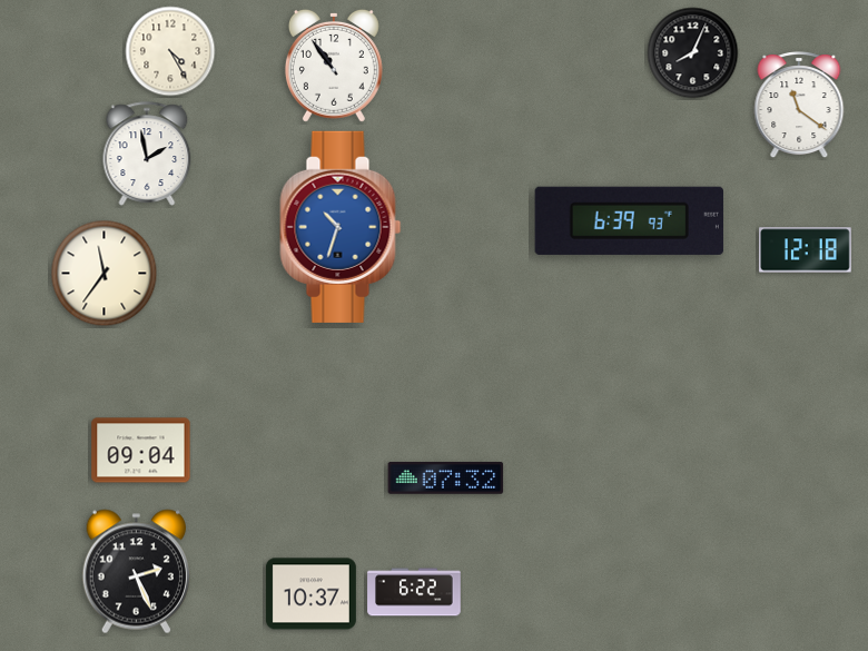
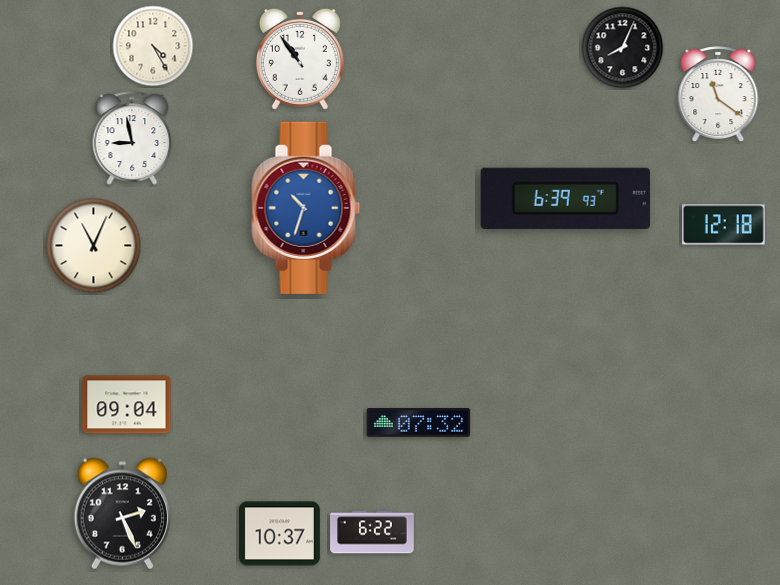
clock at (147, 154): 1:58 -> 8:58
clock at (341, 227) position: (341, 227) -> (306, 208)
clock at (105, 274): 11:36 -> 11:04
clock at (446, 479) position: (446, 479) -> (419, 423)
